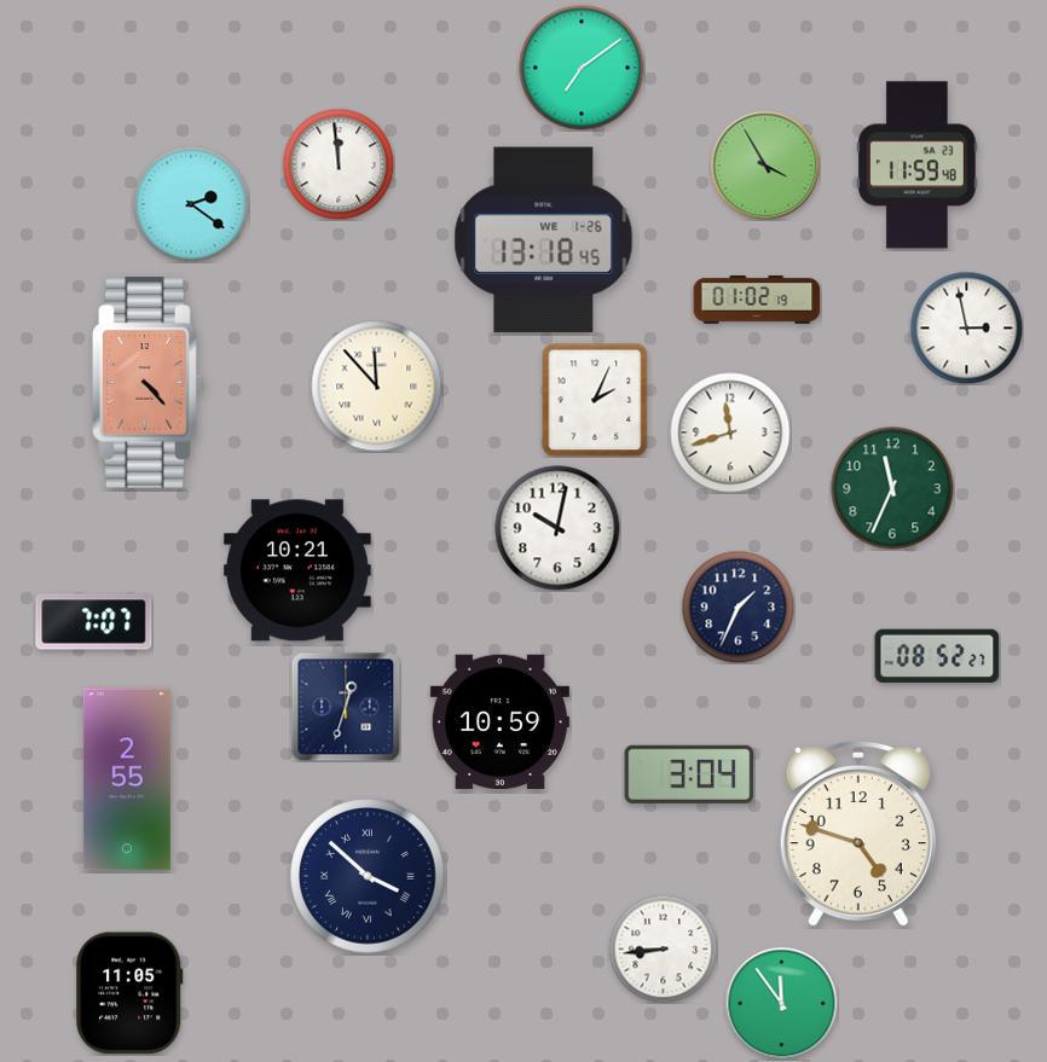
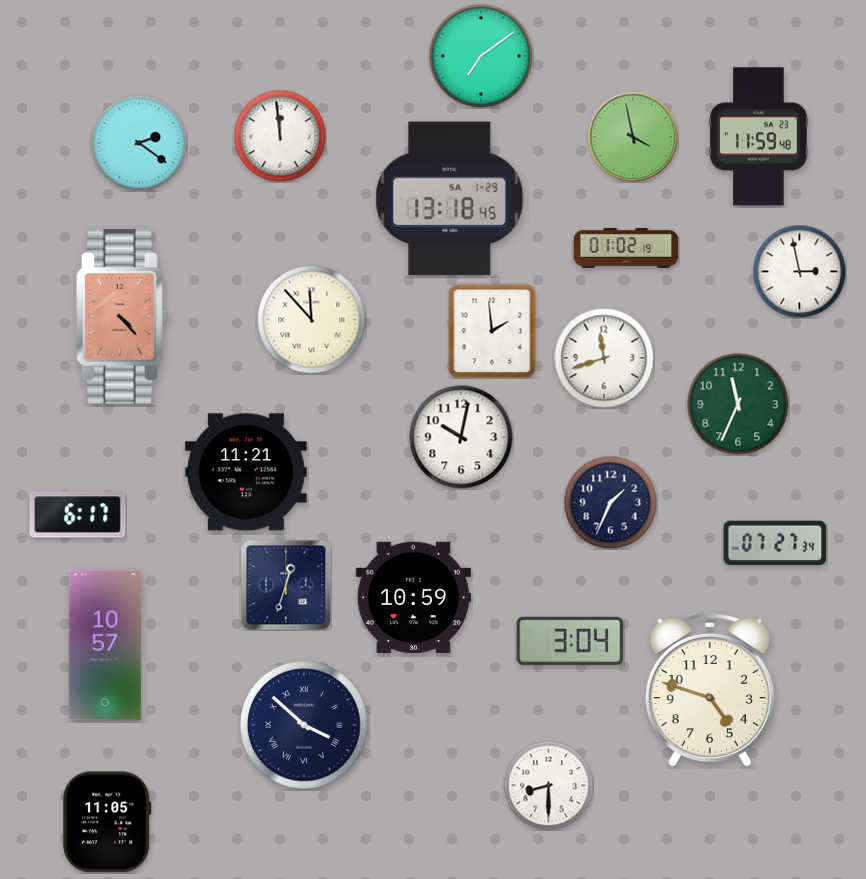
clock at (765, 166): 3:55 -> 3:58
clock at (191, 204) position: (191, 204) -> (139, 143)
clock at (544, 240) date: WE 1-26 -> SA 1-29
clock at (595, 400): 2:04 -> 1:59
clock at (297, 570): 10:21 -> 11:21
clock at (94, 622): 7:07 -> 6:17
clock at (937, 656): 08:52 -> 07:27
clock at (127, 779): 2:55 -> 10:57
clock at (663, 948): 8:44 -> 8:30
clock at (781, 1003): 11:54 -> none
